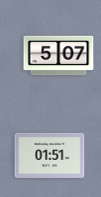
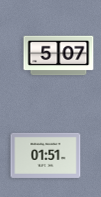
clock at (50, 155) position: (50, 155) -> (46, 155)
